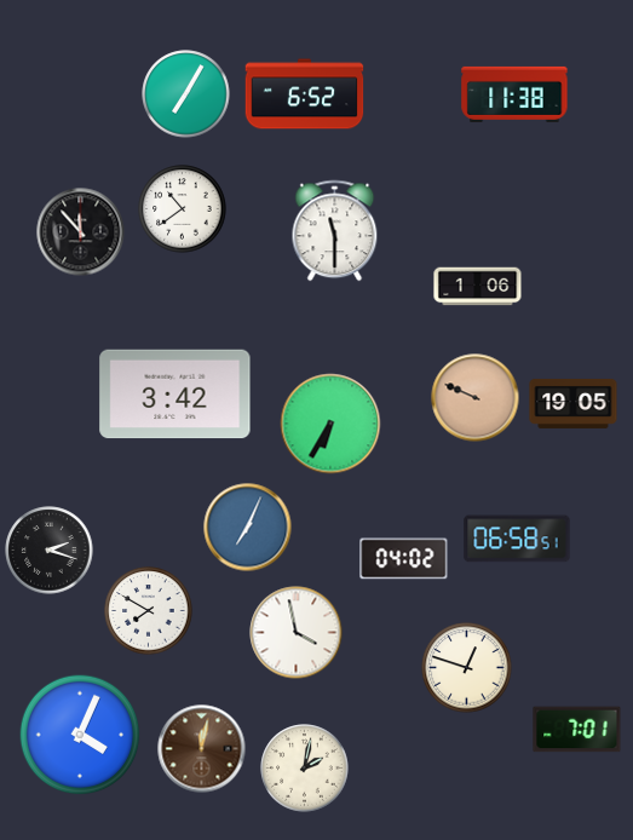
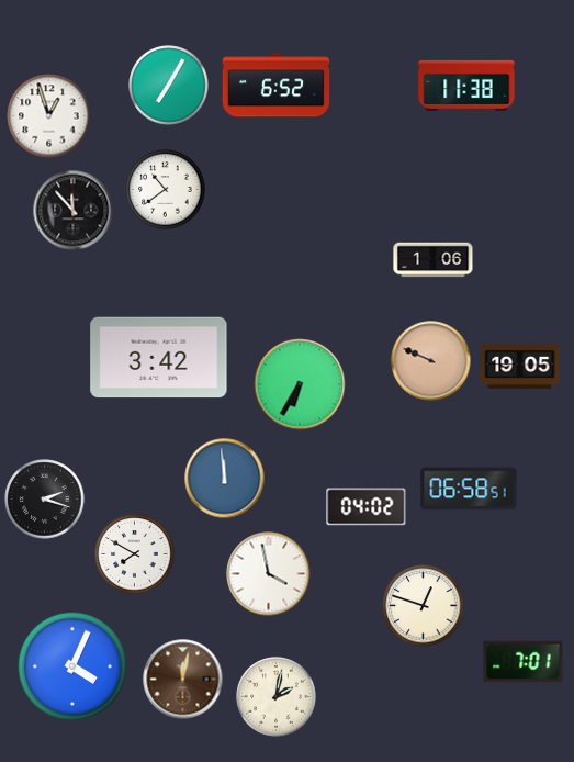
clock at (49, 116): none -> 12:57
clock at (335, 231): 11:30 -> none
clock at (248, 528): 7:04 -> 11:59
